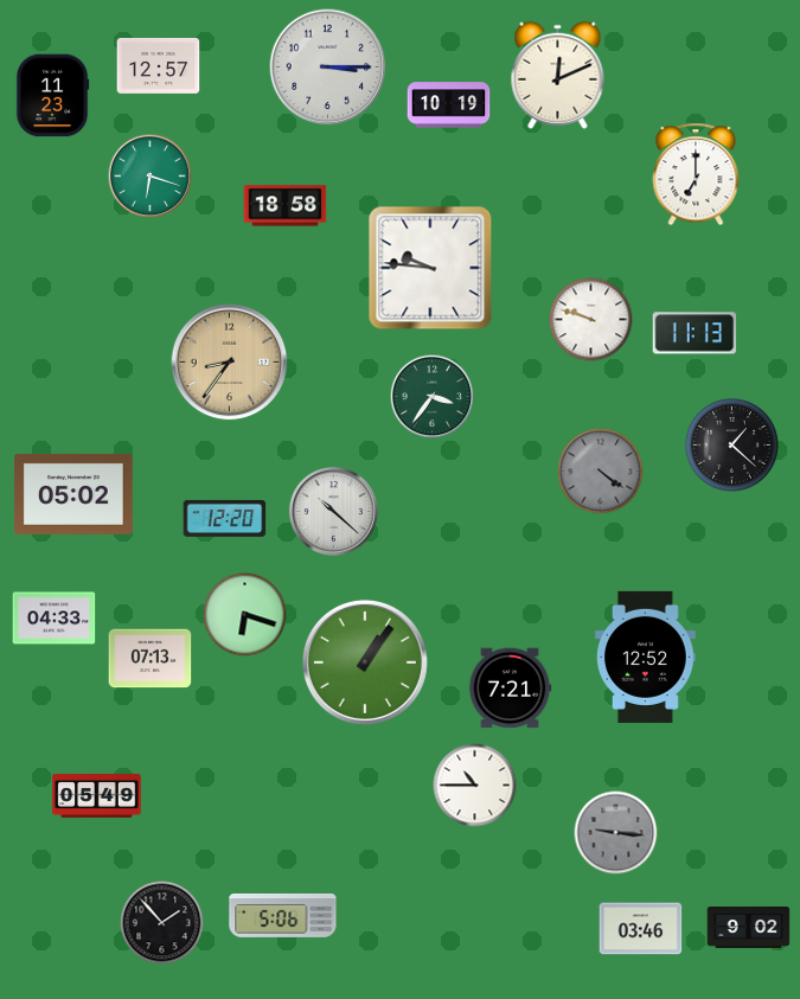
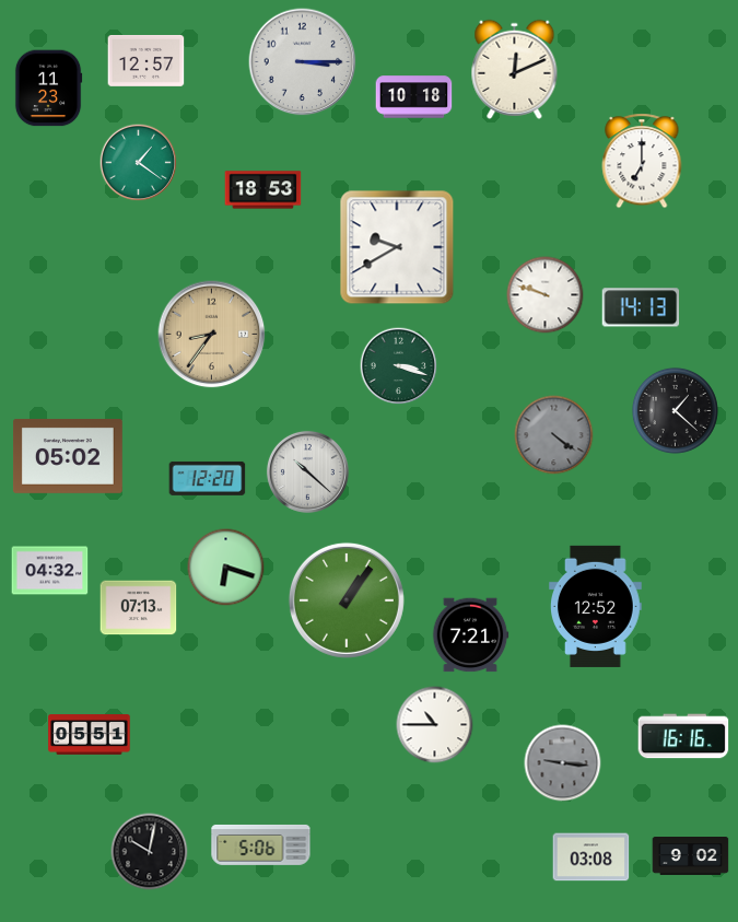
clock at (449, 105): 10:19 -> 10:18
clock at (151, 177): 6:18 -> 1:21
clock at (286, 206): 18:58 -> 18:53
clock at (430, 268): 9:46 -> 9:40
clock at (695, 333): 11:13 -> 14:13
clock at (433, 397): 3:36 -> 3:18
clock at (55, 619): 04:33 -> 04:32
clock at (365, 662) position: (365, 662) -> (347, 600)
clock at (475, 786) position: (475, 786) -> (435, 725)
clock at (97, 796): 05:49 -> 05:51
clock at (683, 736): none -> 16:16
clock at (616, 833) position: (616, 833) -> (563, 763)
clock at (162, 923): 1:53 -> 10:02
clock at (641, 929): 03:46 -> 03:08
